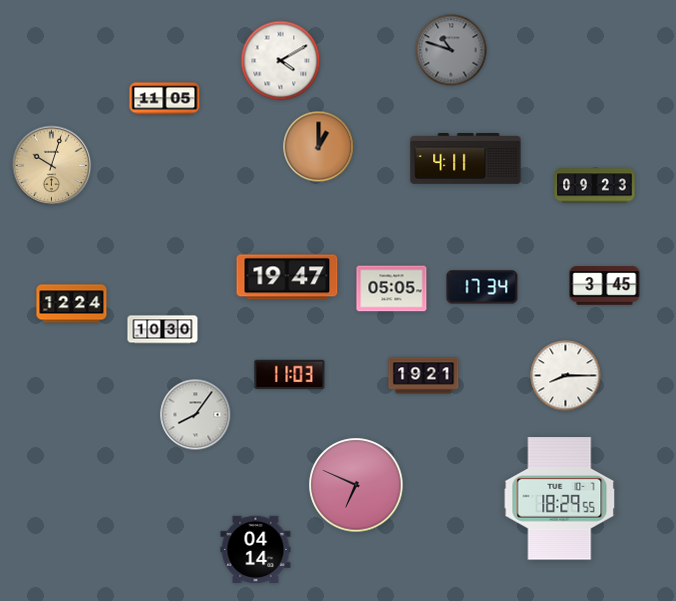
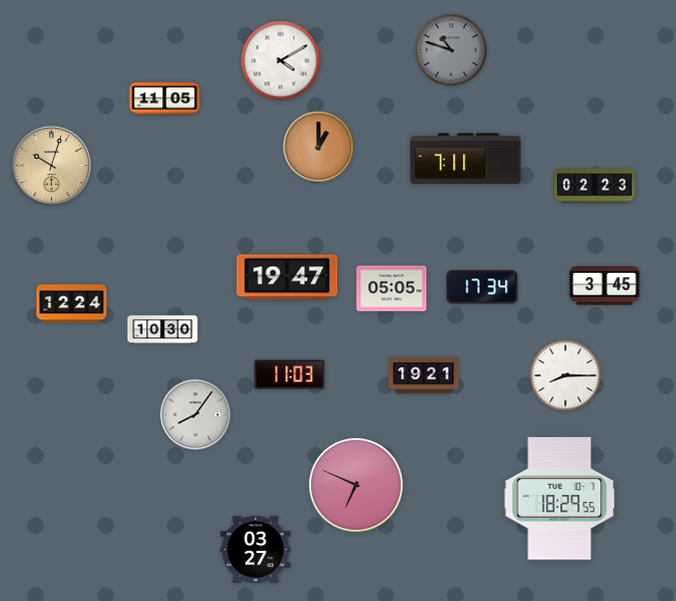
clock at (466, 159): 4:11 -> 7:11
clock at (595, 186): 09:23 -> 02:23
clock at (256, 549): 04:14 -> 03:27
